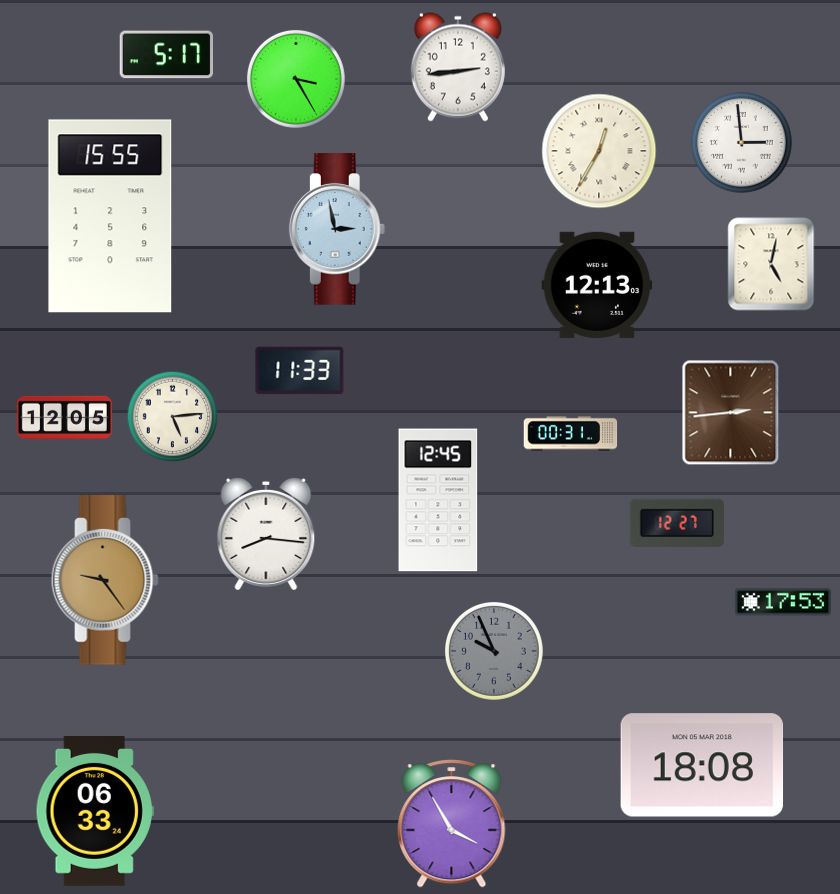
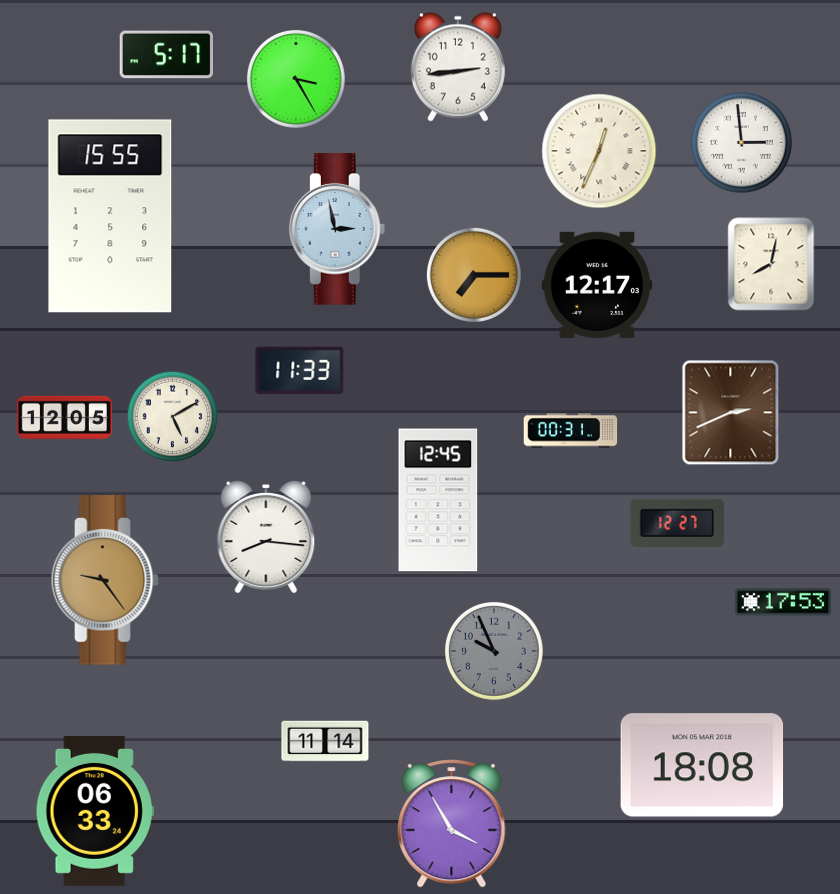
clock at (599, 151): 12:35 -> 12:34
clock at (771, 264): 5:02 -> 8:02
clock at (474, 275): none -> 7:15
clock at (597, 285): 12:13 -> 12:17
clock at (731, 413): 2:44 -> 2:41
clock at (173, 417): 5:14 -> 5:10
clock at (571, 434) position: (571, 434) -> (571, 431)
clock at (266, 534) position: (266, 534) -> (266, 537)
clock at (325, 741): none -> 11:14
